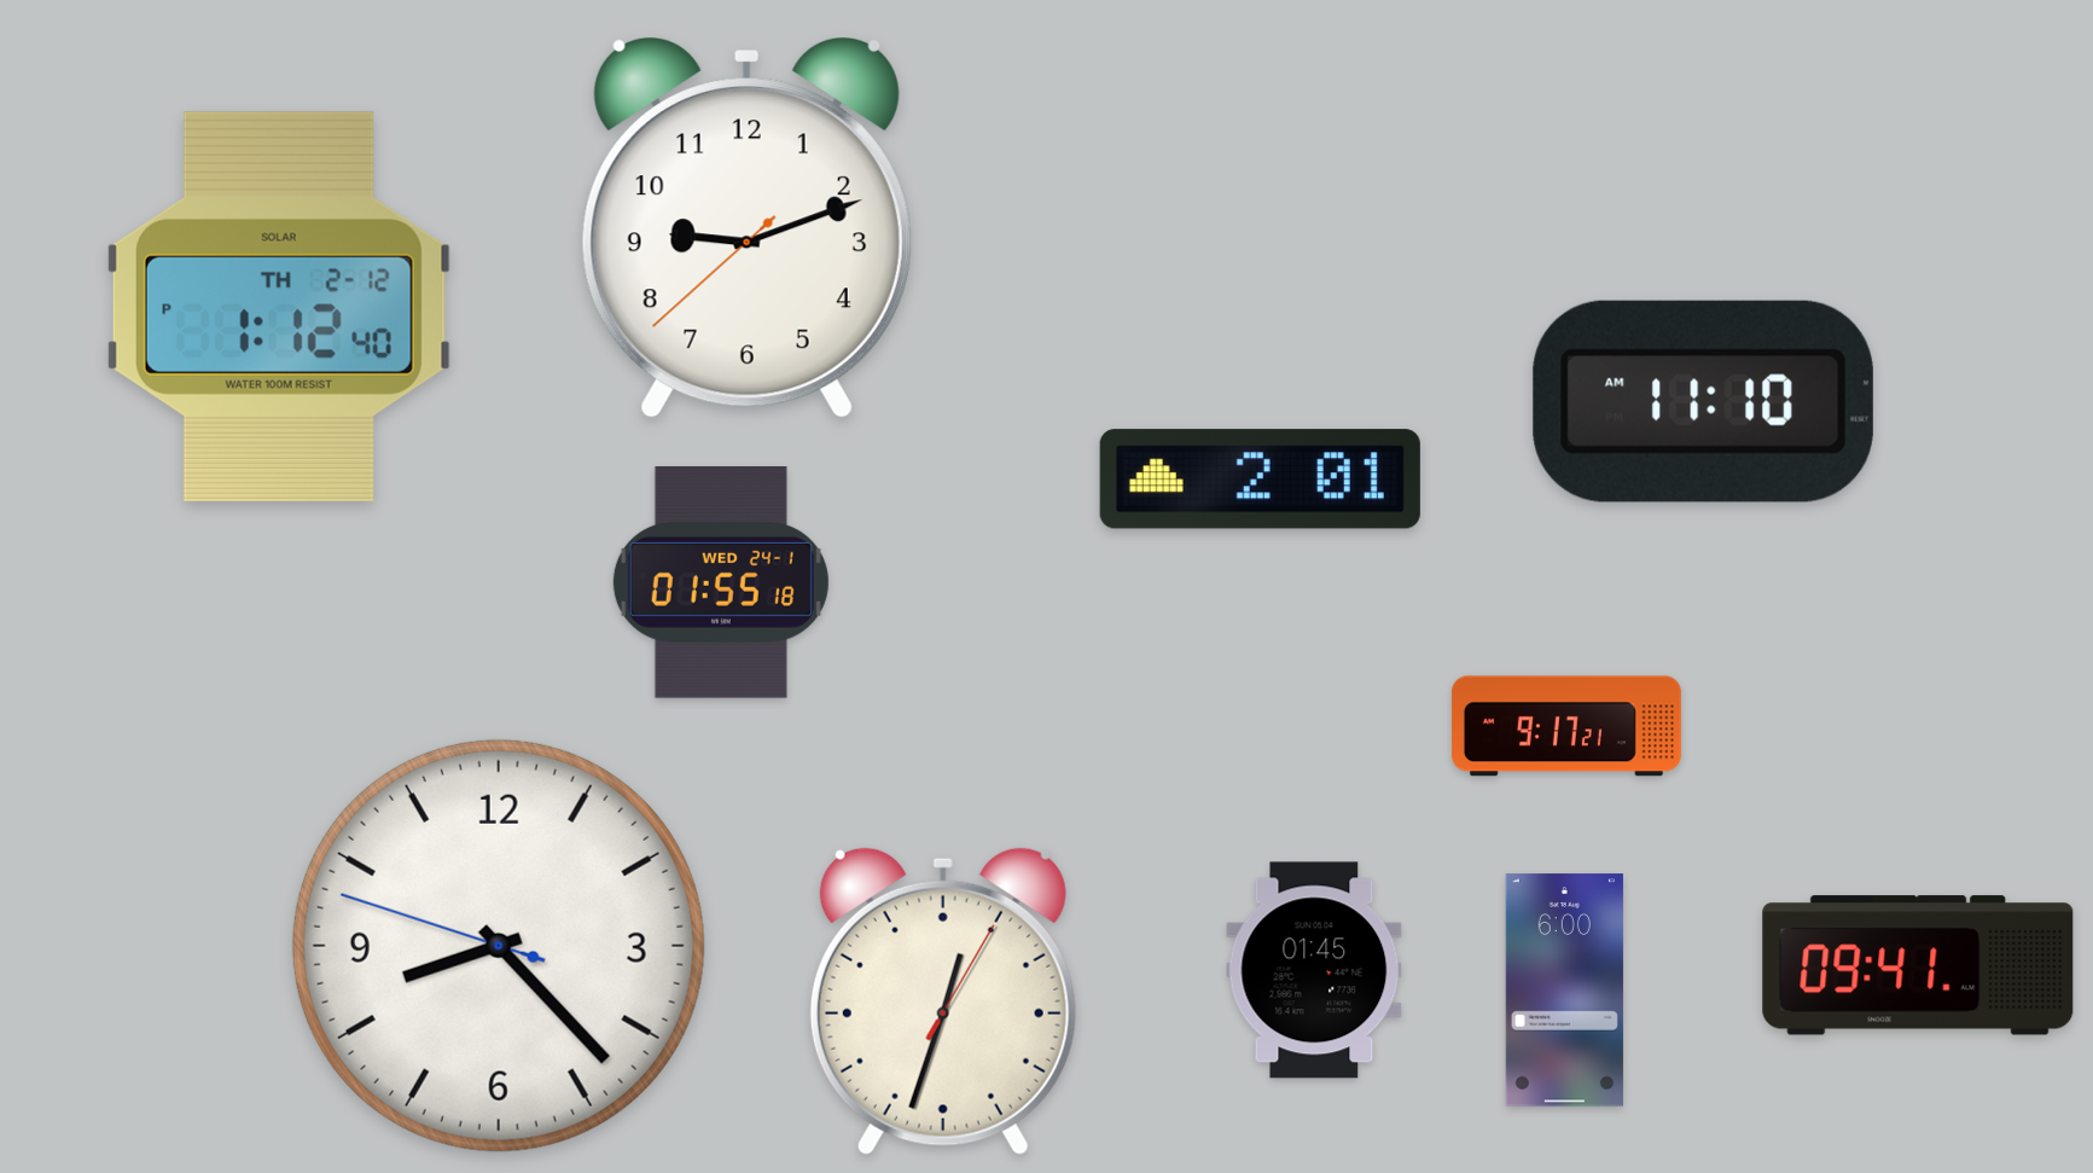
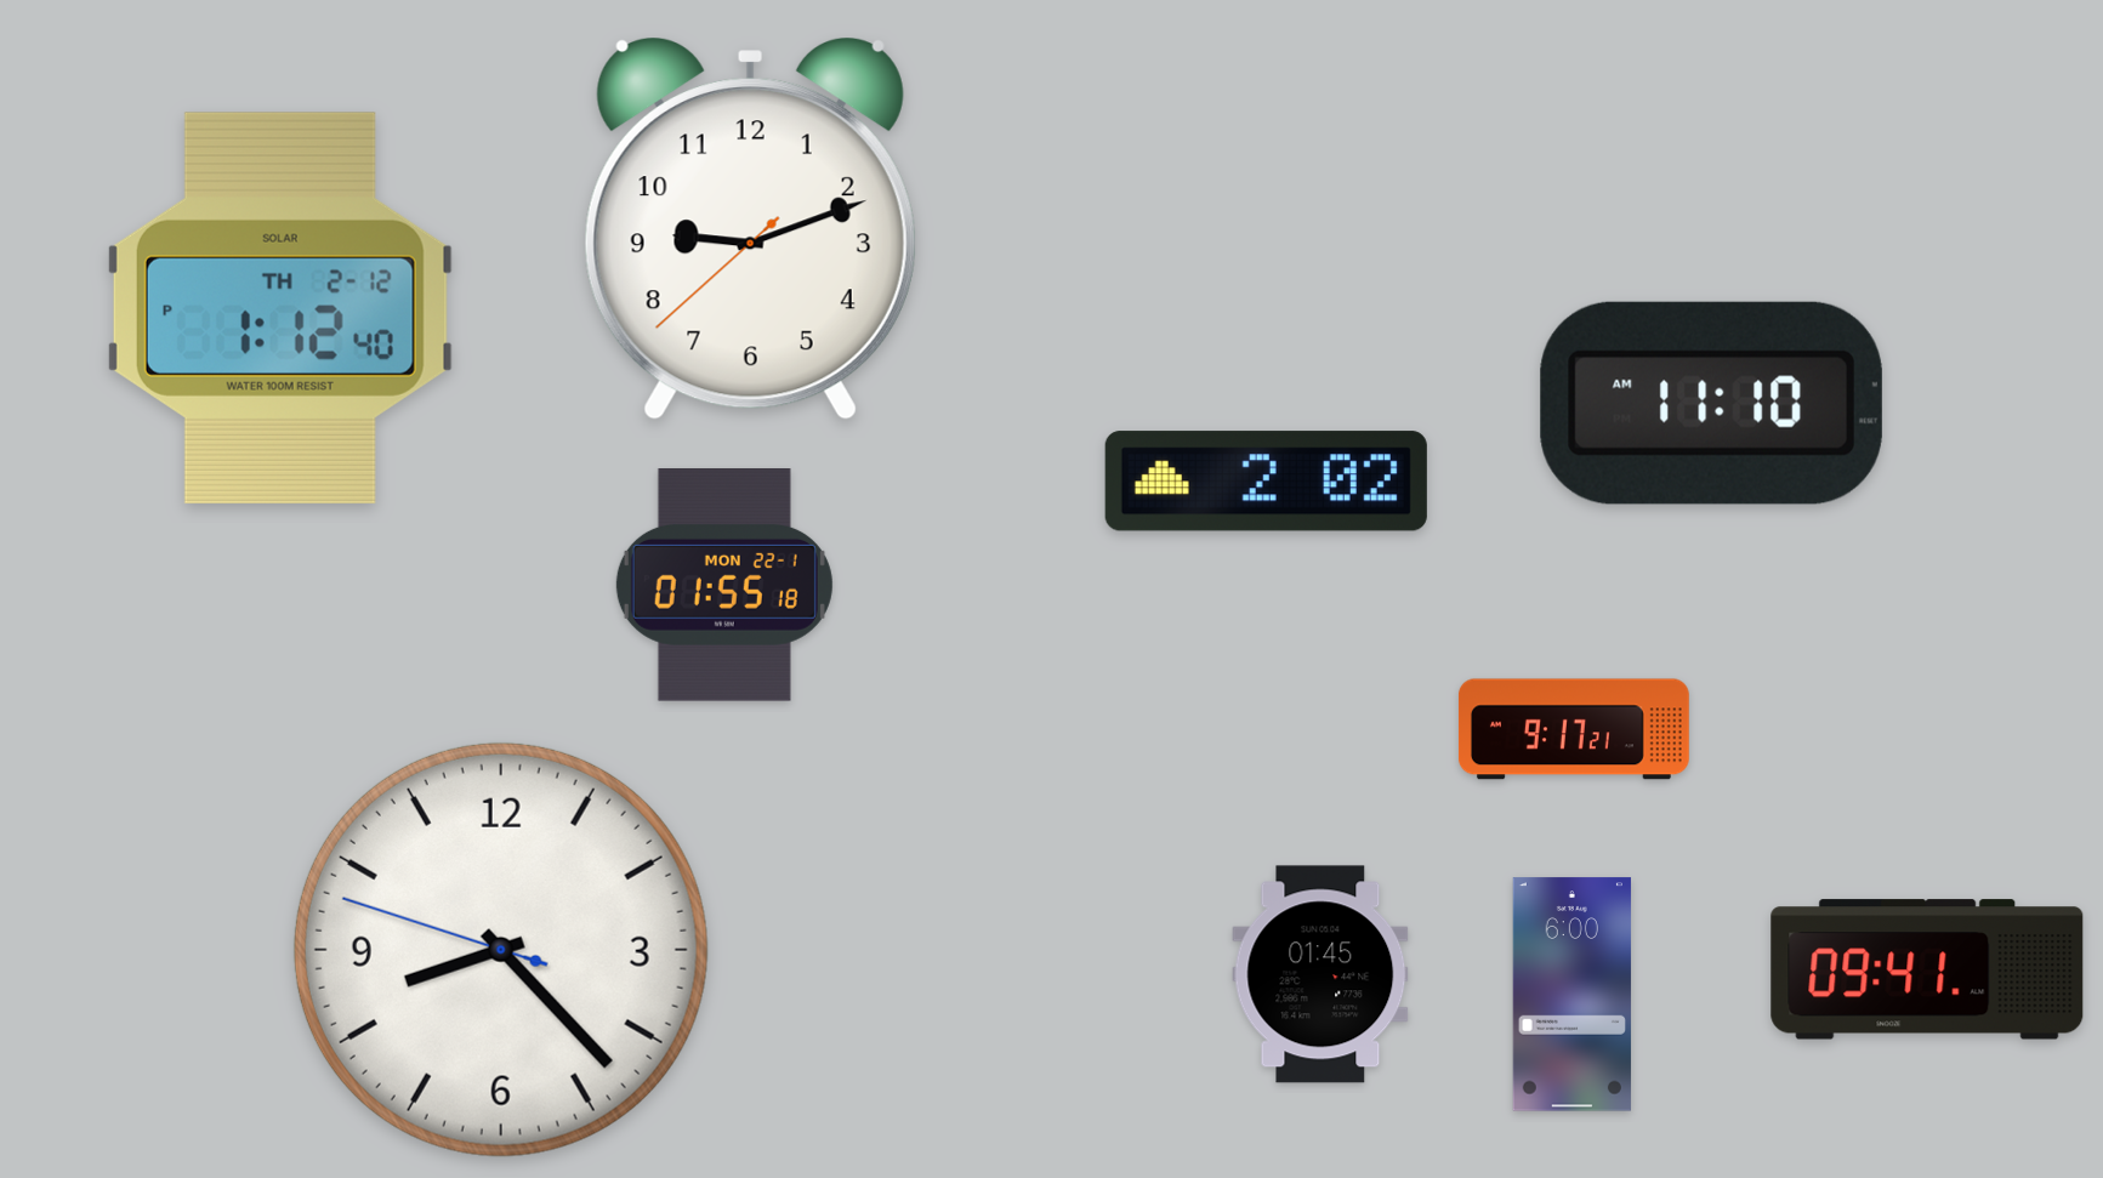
clock at (1260, 480): 2:01 -> 2:02
clock at (721, 583) date: WED 24-1 -> MON 22-1
clock at (943, 1001): 12:33 -> none
